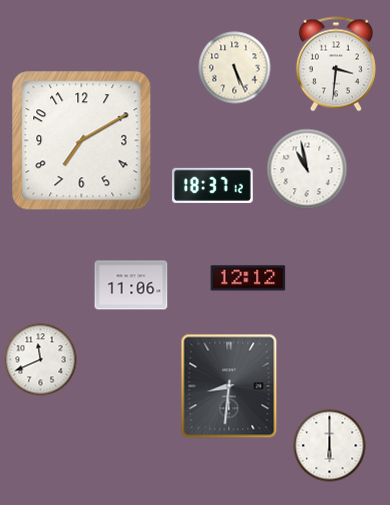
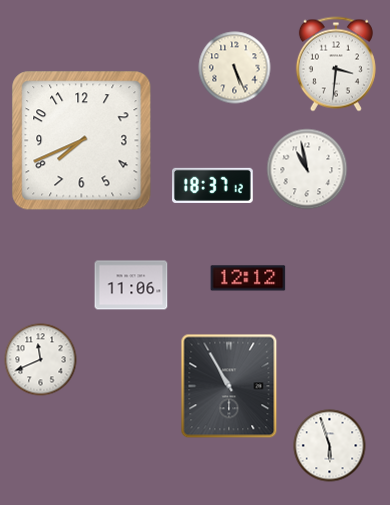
clock at (82, 141): 7:10 -> 7:41
clock at (229, 386): 8:31 -> 10:55
clock at (330, 446): 6:00 -> 5:57
